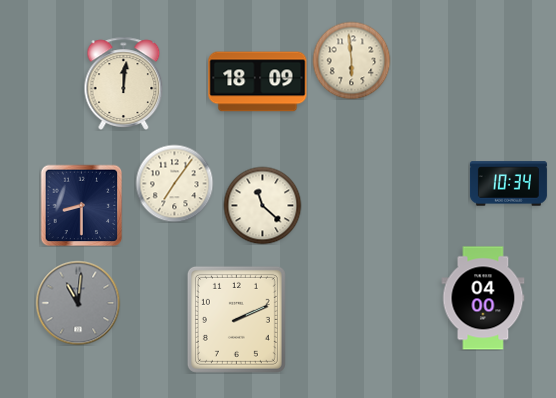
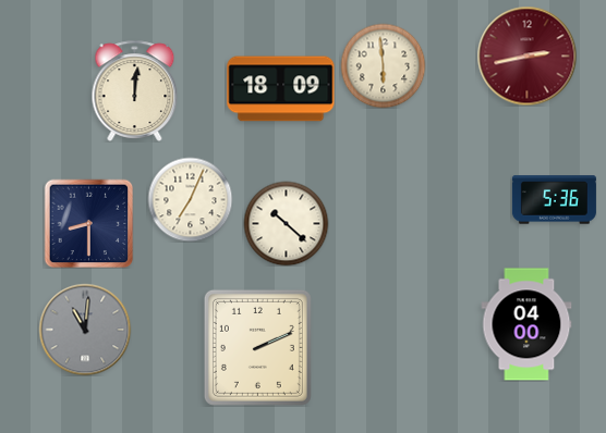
clock at (526, 55): none -> 2:43
clock at (174, 183): 7:06 -> 7:04
clock at (508, 184): 10:34 -> 5:36
clock at (262, 205): 11:22 -> 10:22
